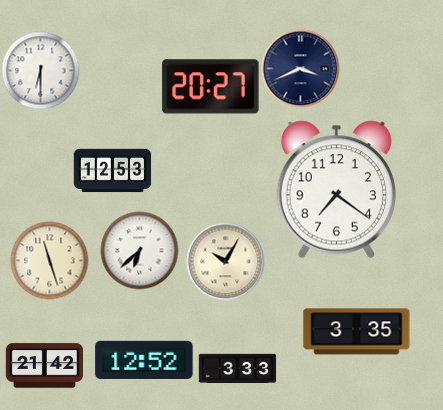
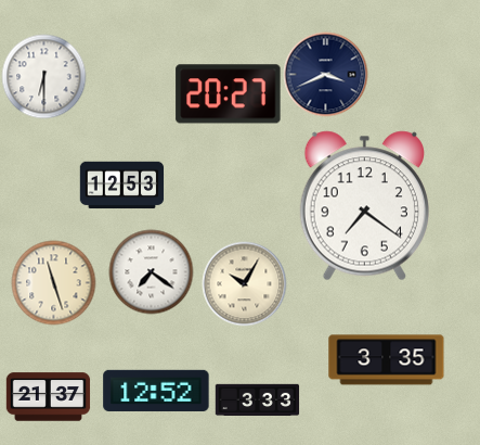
clock at (139, 250): 6:38 -> 7:21
clock at (44, 366): 21:42 -> 21:37
